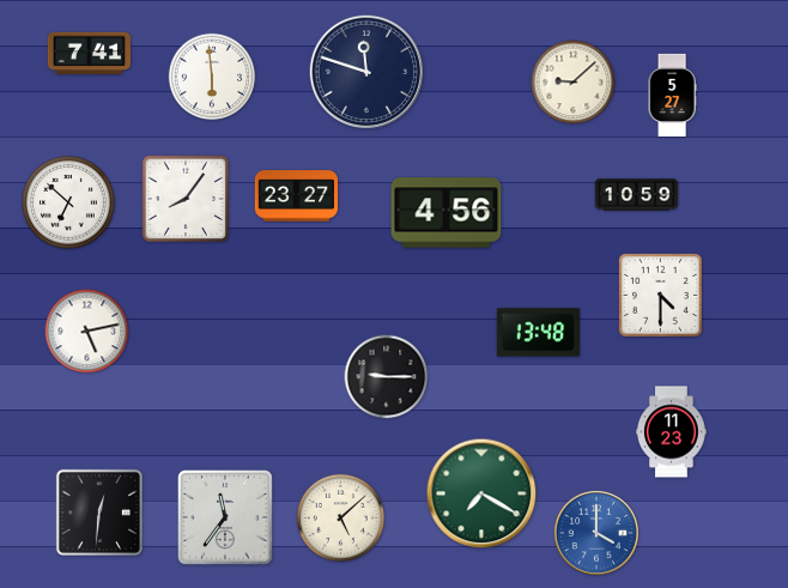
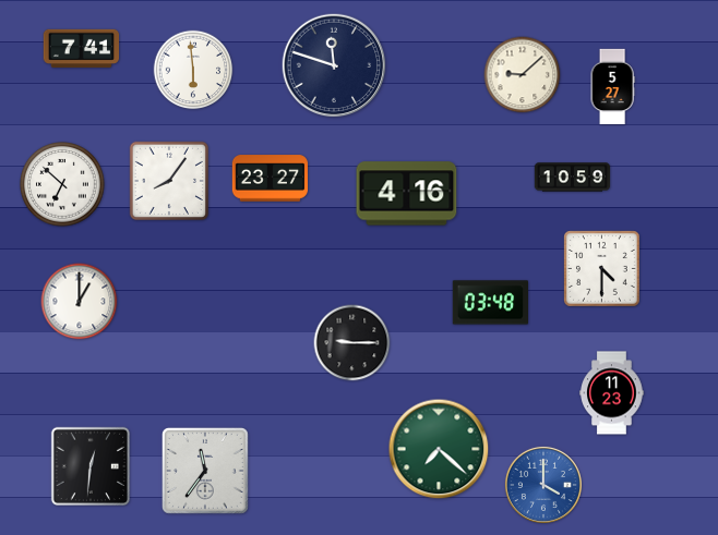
clock at (637, 195) position: (637, 195) -> (573, 178)
clock at (447, 213): 4:56 -> 4:16
clock at (87, 332): 5:13 -> 1:00
clock at (538, 333): 13:48 -> 03:48
clock at (481, 493): 7:20 -> 7:22
clock at (340, 517): 5:08 -> none
